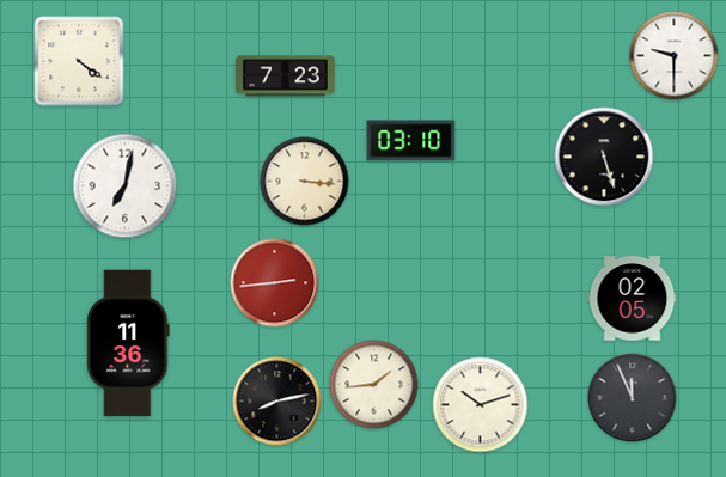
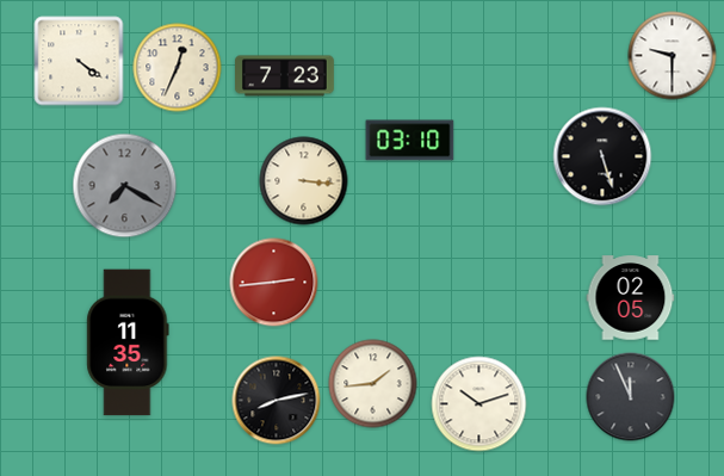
clock at (178, 68): none -> 12:34
clock at (126, 186): 7:02 -> 7:20
clock at (126, 186) dial: white -> grey
clock at (128, 343): 11:36 -> 11:35
